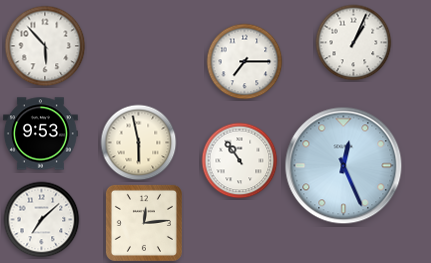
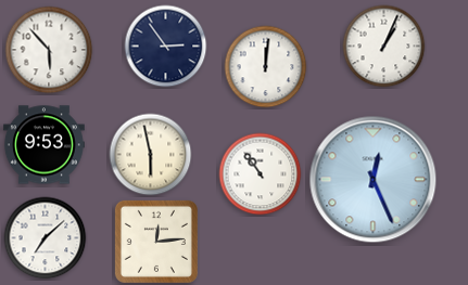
clock at (166, 47): none -> 2:54
clock at (245, 62): 7:15 -> 12:01
